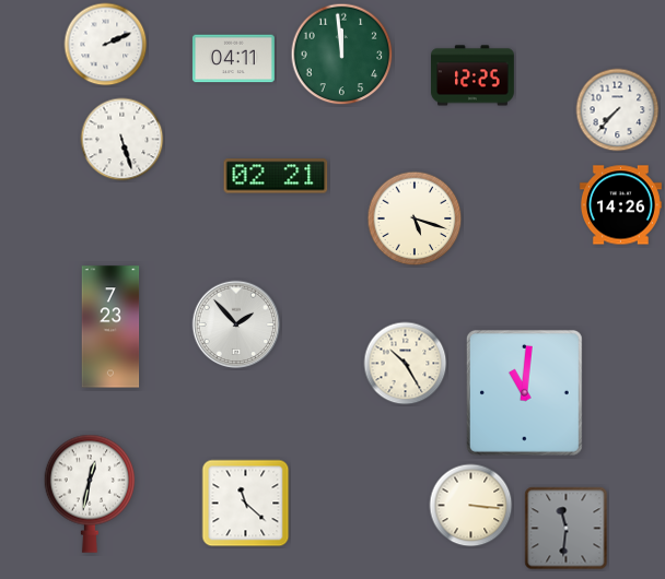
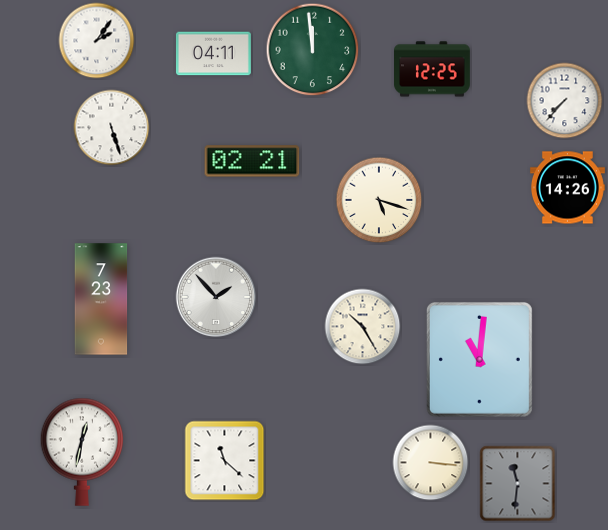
clock at (106, 45): 2:11 -> 2:06
clock at (406, 364) position: (406, 364) -> (363, 327)
